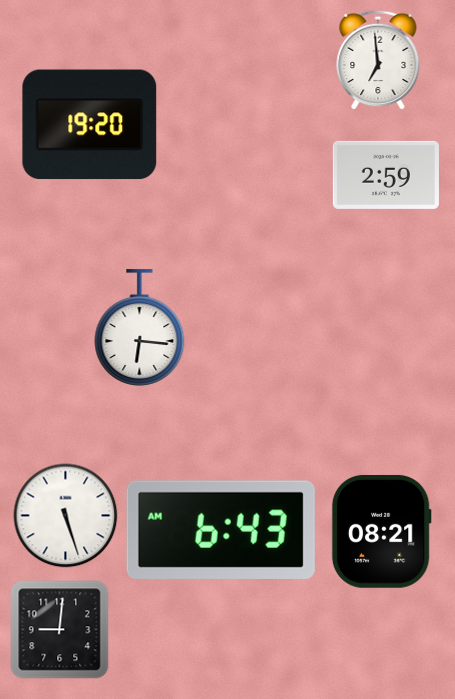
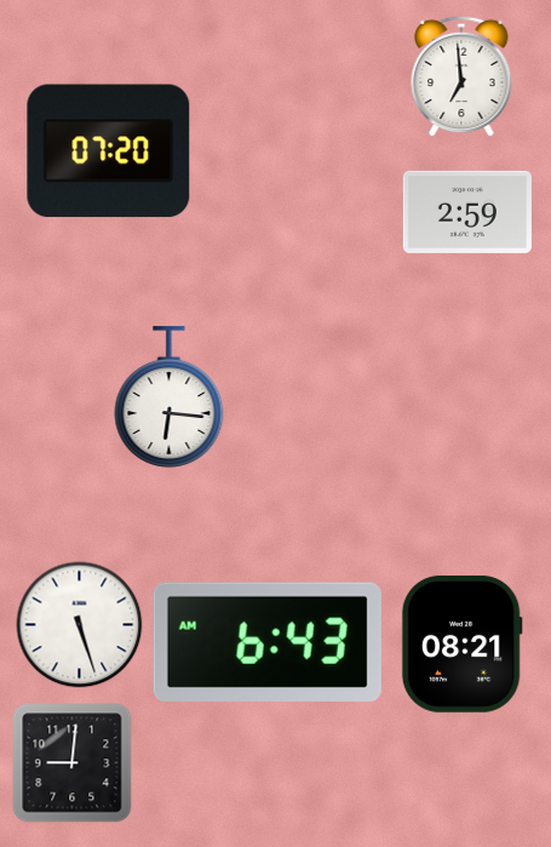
clock at (378, 60) position: (378, 60) -> (461, 76)
clock at (90, 125): 19:20 -> 07:20
